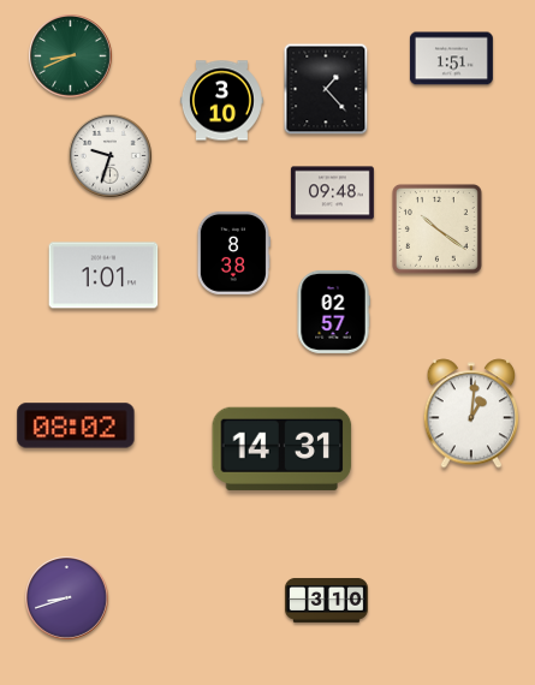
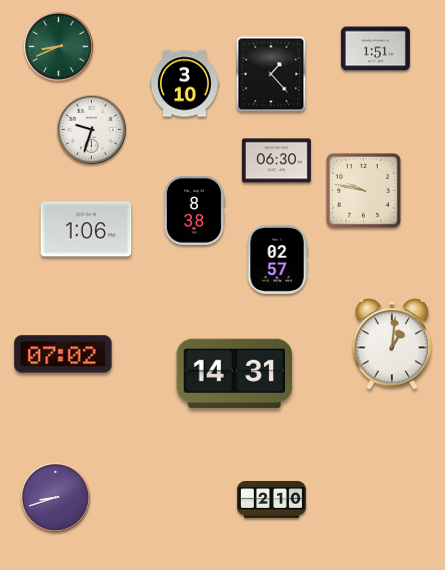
clock at (332, 193): 09:48 -> 06:30
clock at (436, 228): 10:21 -> 9:47
clock at (103, 275): 1:01 -> 1:06
clock at (76, 425): 08:02 -> 07:02
clock at (326, 600): 3:10 -> 2:10
